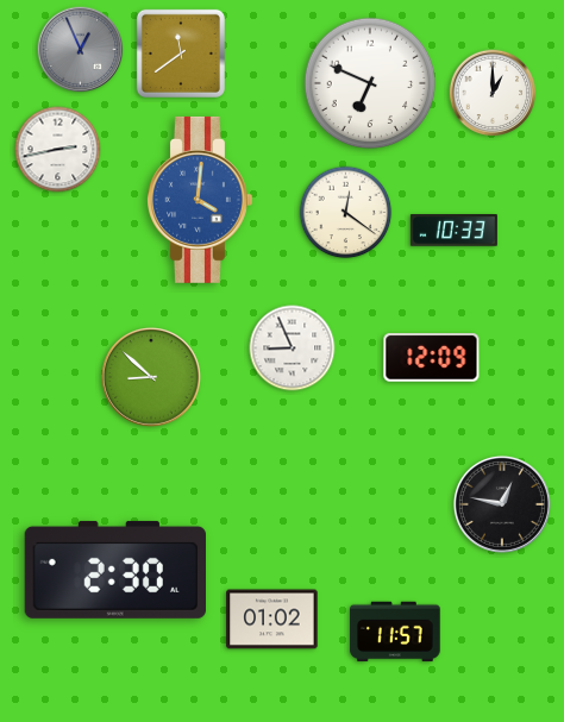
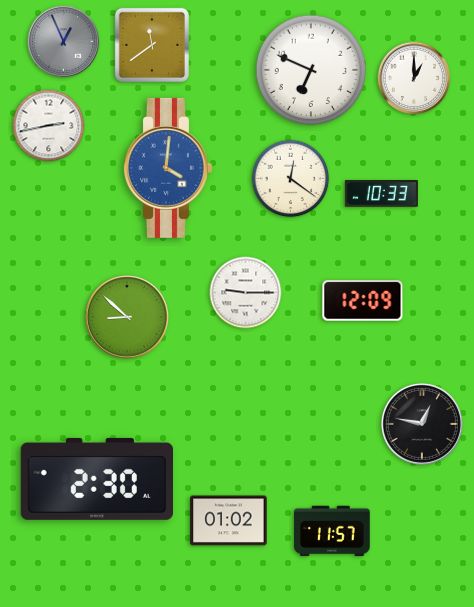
clock at (81, 50) position: (81, 50) -> (64, 42)
clock at (293, 349): 8:56 -> 9:15
